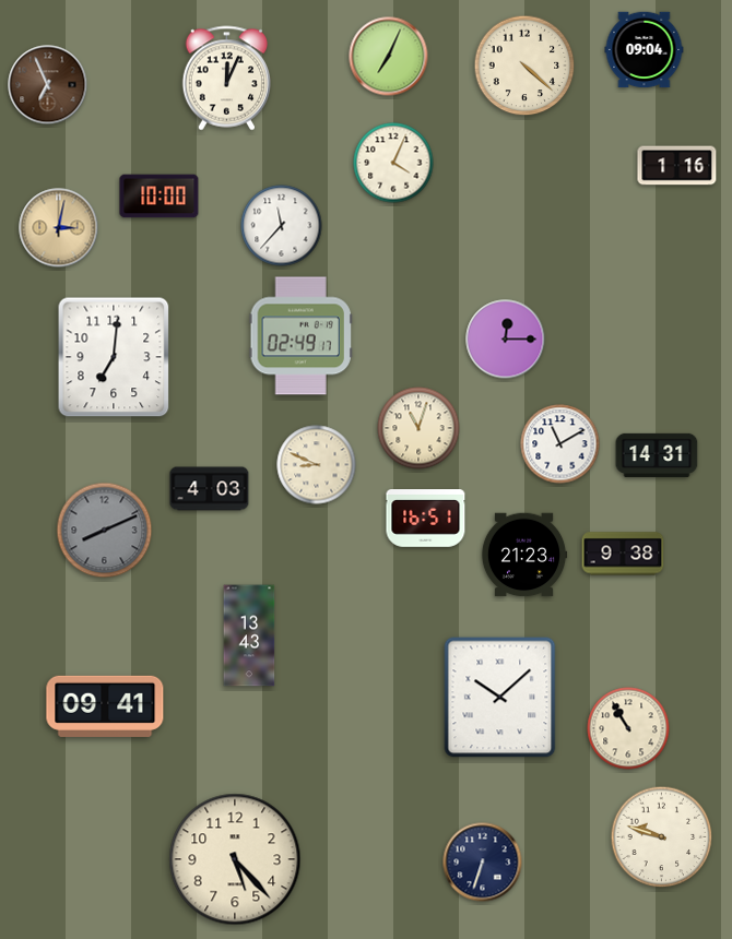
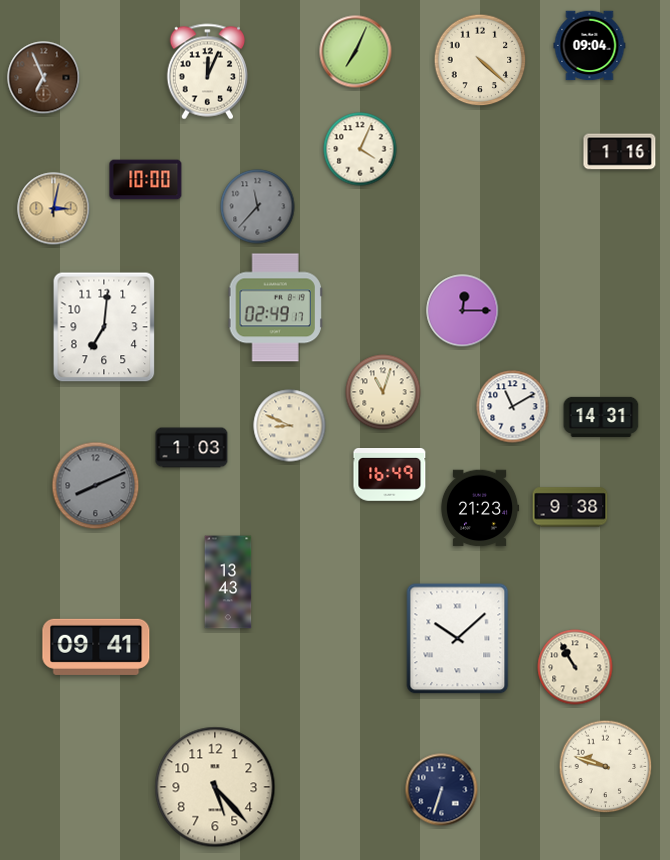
clock at (282, 226) dial: white -> grey
clock at (210, 489): 4:03 -> 1:03
clock at (426, 519): 16:51 -> 16:49
